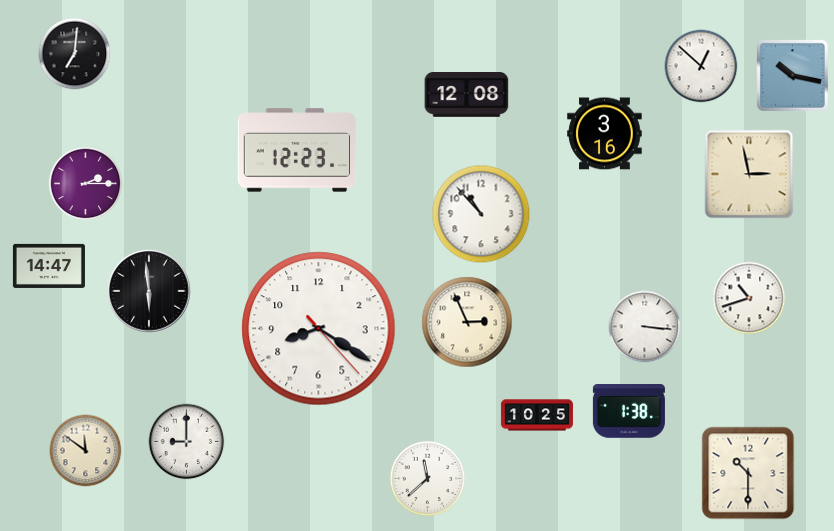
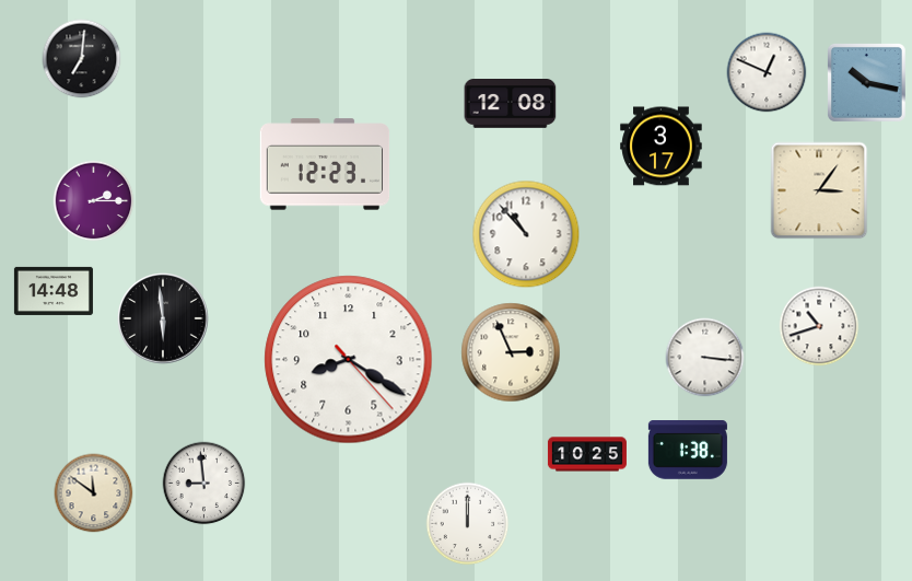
clock at (701, 66): 12:52 -> 12:49
clock at (605, 134): 3:16 -> 3:17
clock at (749, 174): 2:58 -> 3:06
clock at (49, 266): 14:47 -> 14:48
clock at (187, 442): 9:00 -> 8:59
clock at (748, 473): 10:30 -> none
clock at (428, 479): 11:38 -> 12:00
